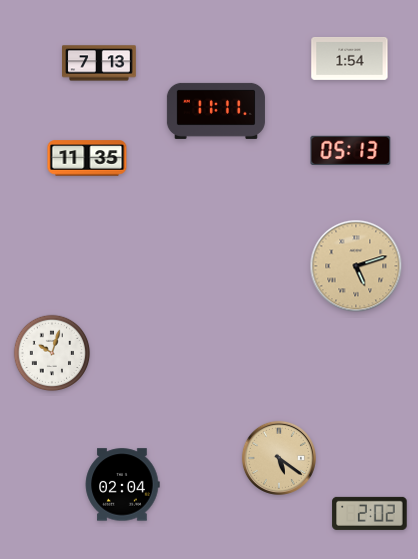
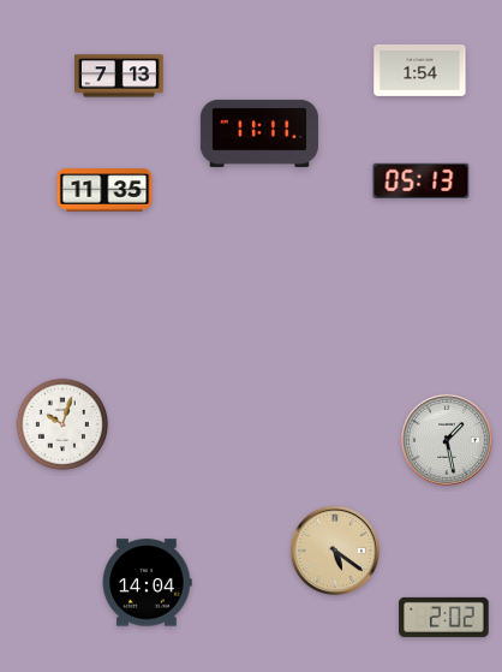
clock at (356, 266): 5:12 -> none
clock at (447, 440): none -> 1:28
clock at (122, 485): 02:04 -> 14:04
